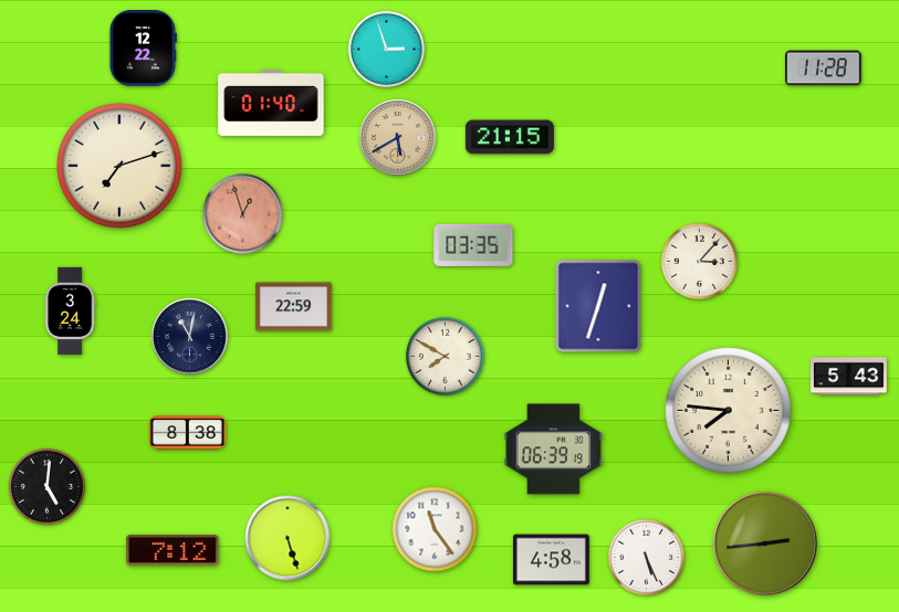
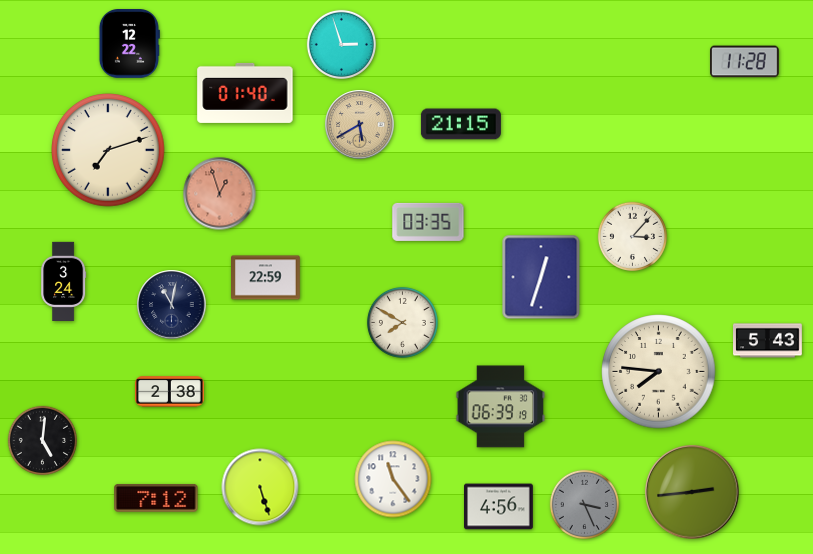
clock at (386, 49) position: (386, 49) -> (341, 44)
clock at (188, 433): 8:38 -> 2:38
clock at (646, 557): 5:26 -> 3:26
clock at (646, 557) dial: white -> grey
clock at (552, 560): 4:58 -> 4:56
